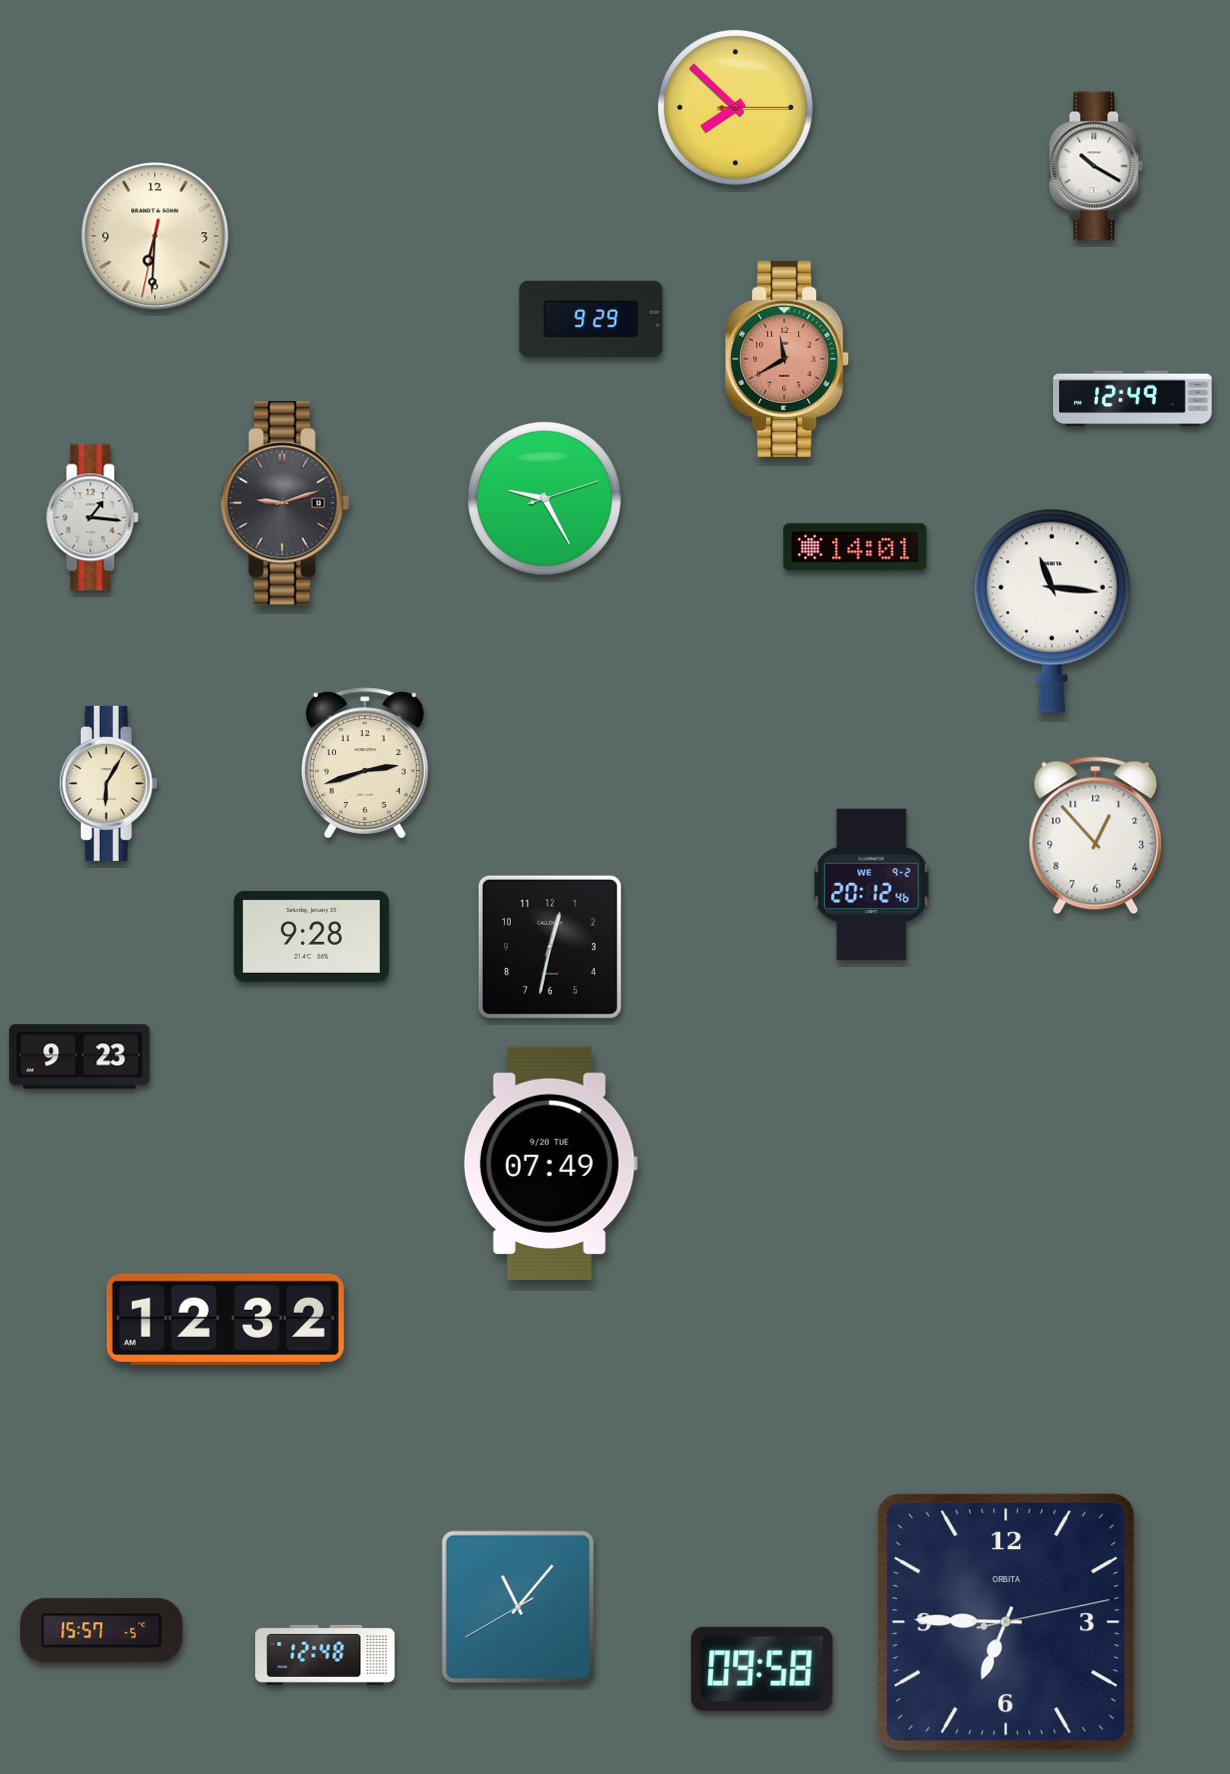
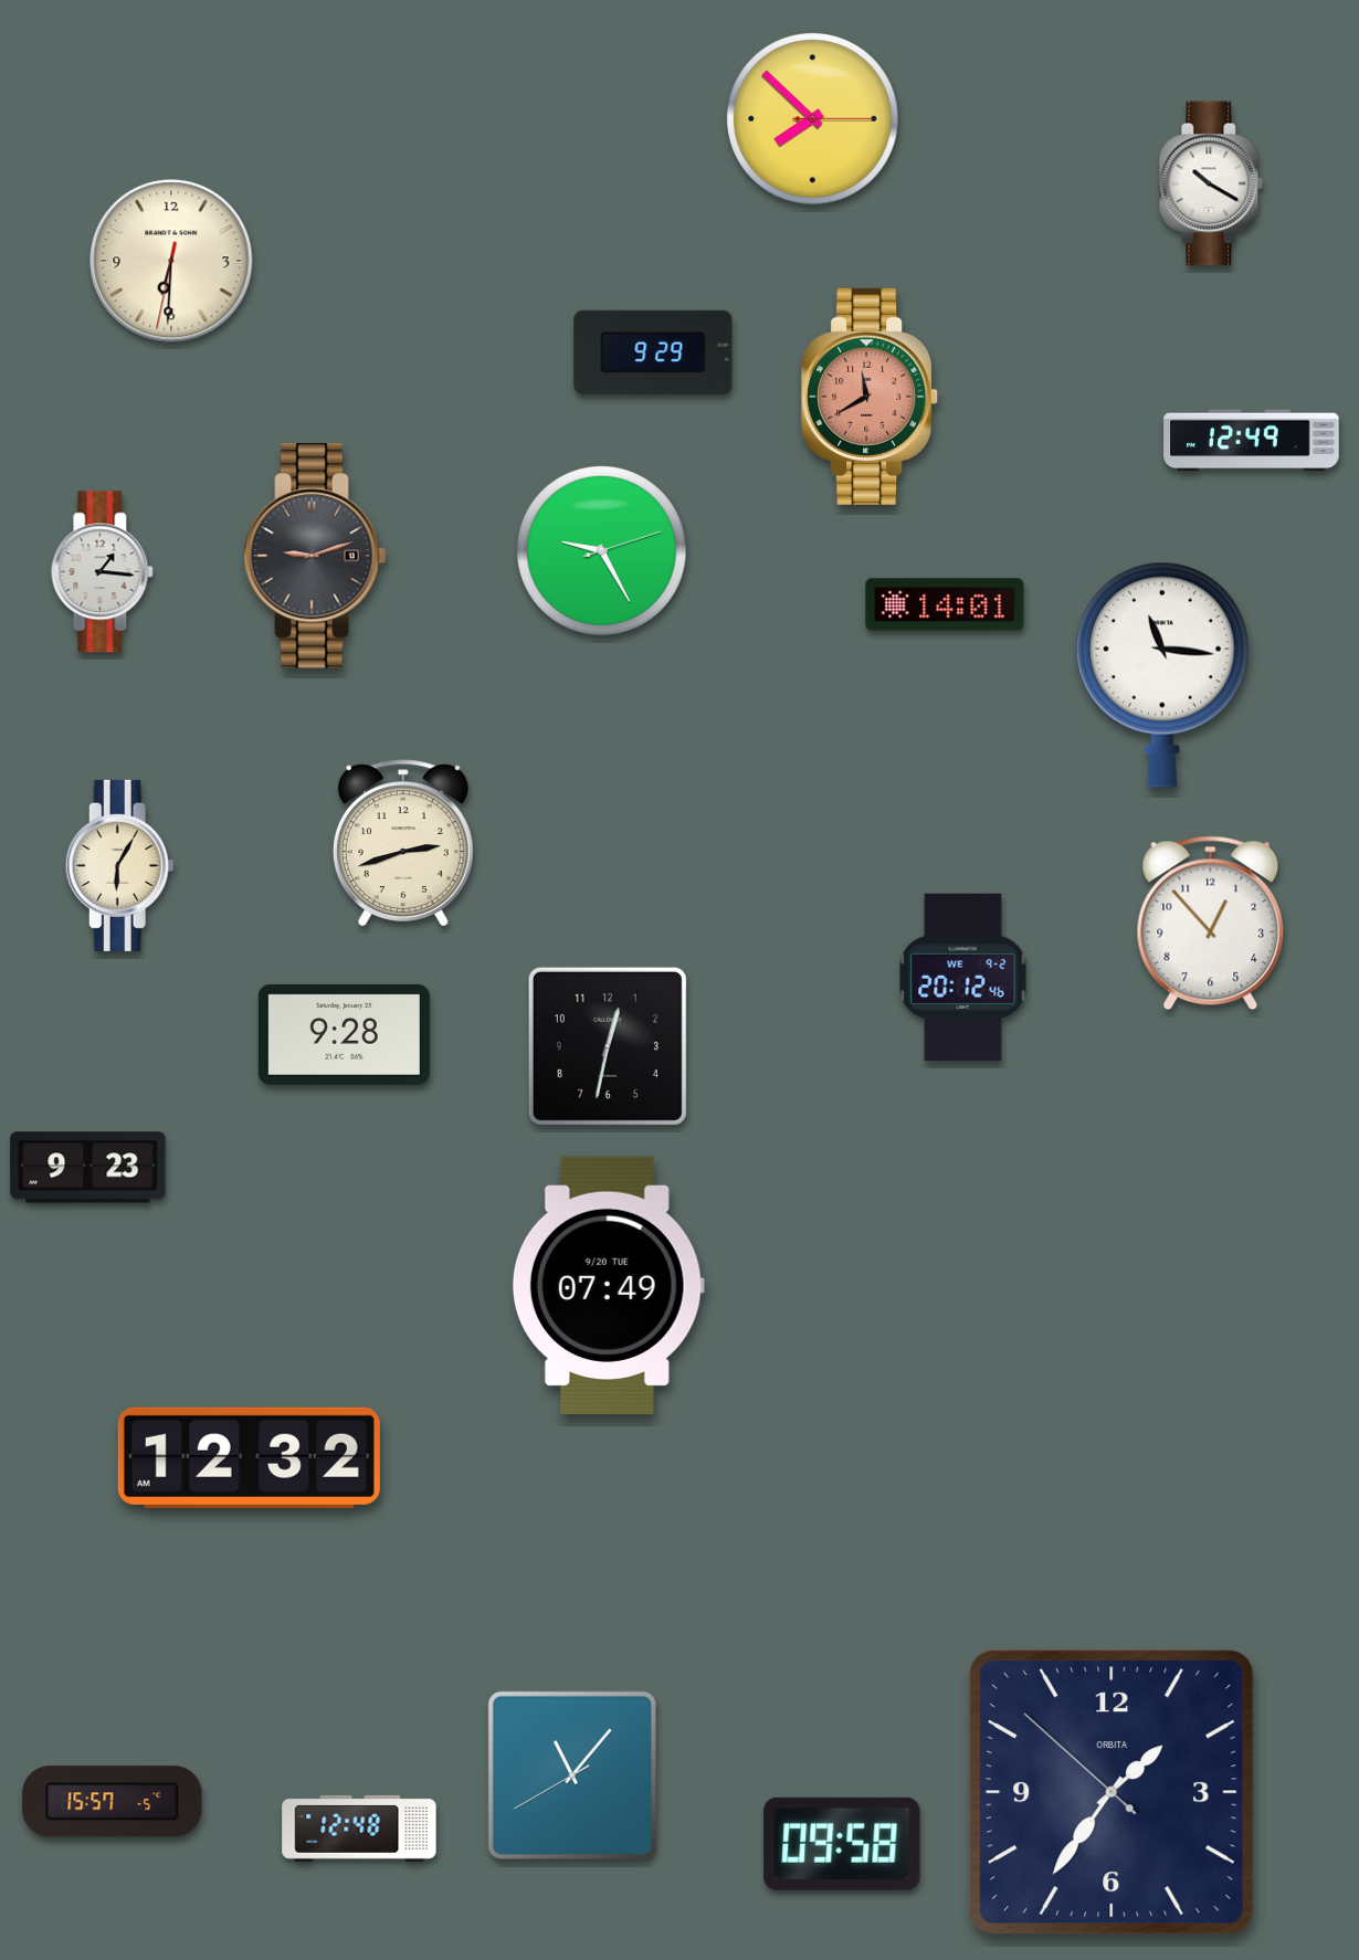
clock at (1006, 1622): 6:45 -> 1:35
